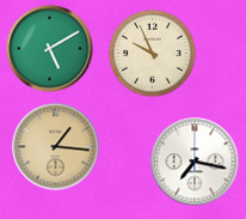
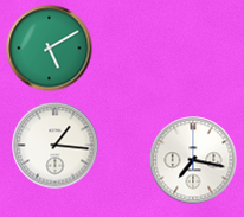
clock at (153, 54): 9:56 -> none
clock at (56, 147) dial: champagne -> white
